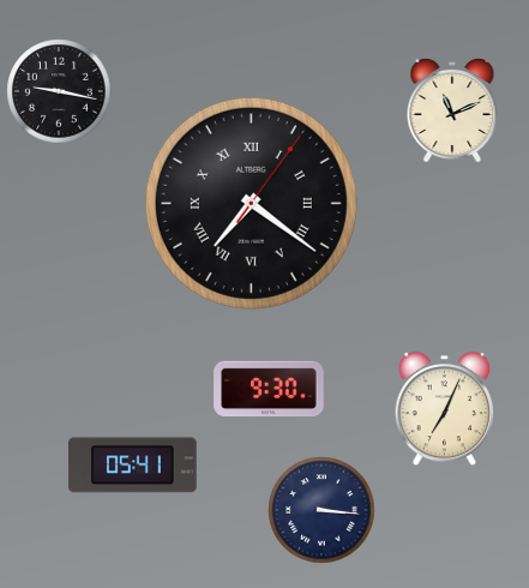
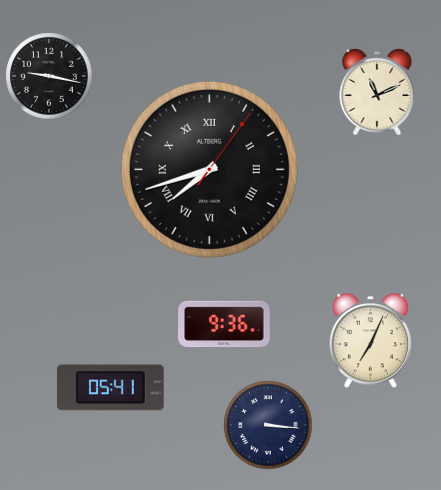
clock at (251, 203): 7:21 -> 7:42
clock at (269, 389): 9:30 -> 9:36
